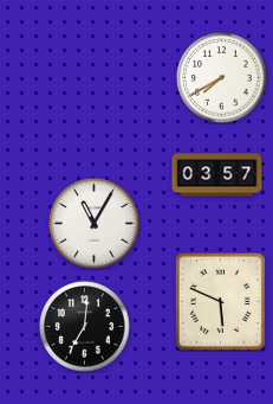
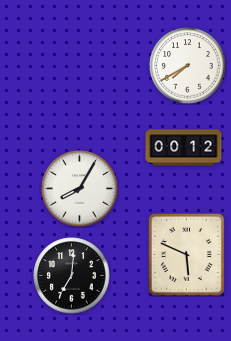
clock at (217, 175): 03:57 -> 00:12
clock at (95, 224): 11:05 -> 8:05
